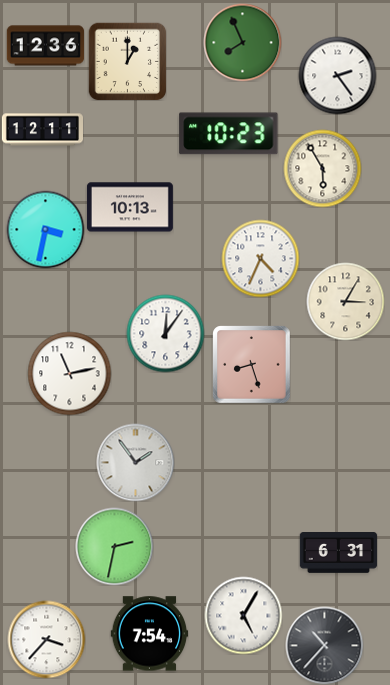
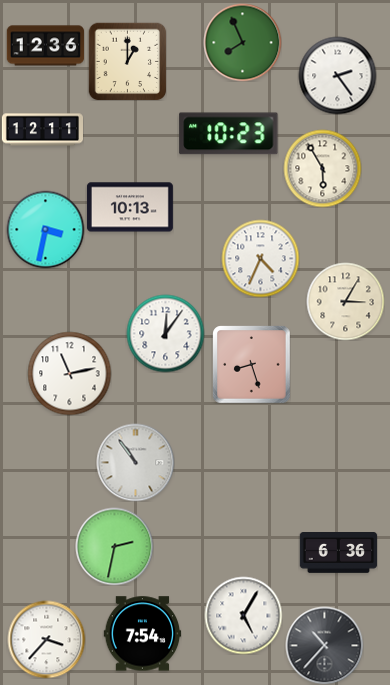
clock at (135, 462): 1:54 -> 10:54
clock at (338, 553): 6:31 -> 6:36
clock at (149, 634) position: (149, 634) -> (142, 634)
